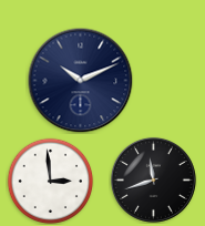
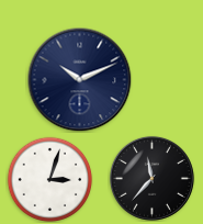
clock at (153, 179): 11:42 -> 11:37
clock at (50, 181): 2:59 -> 3:03
